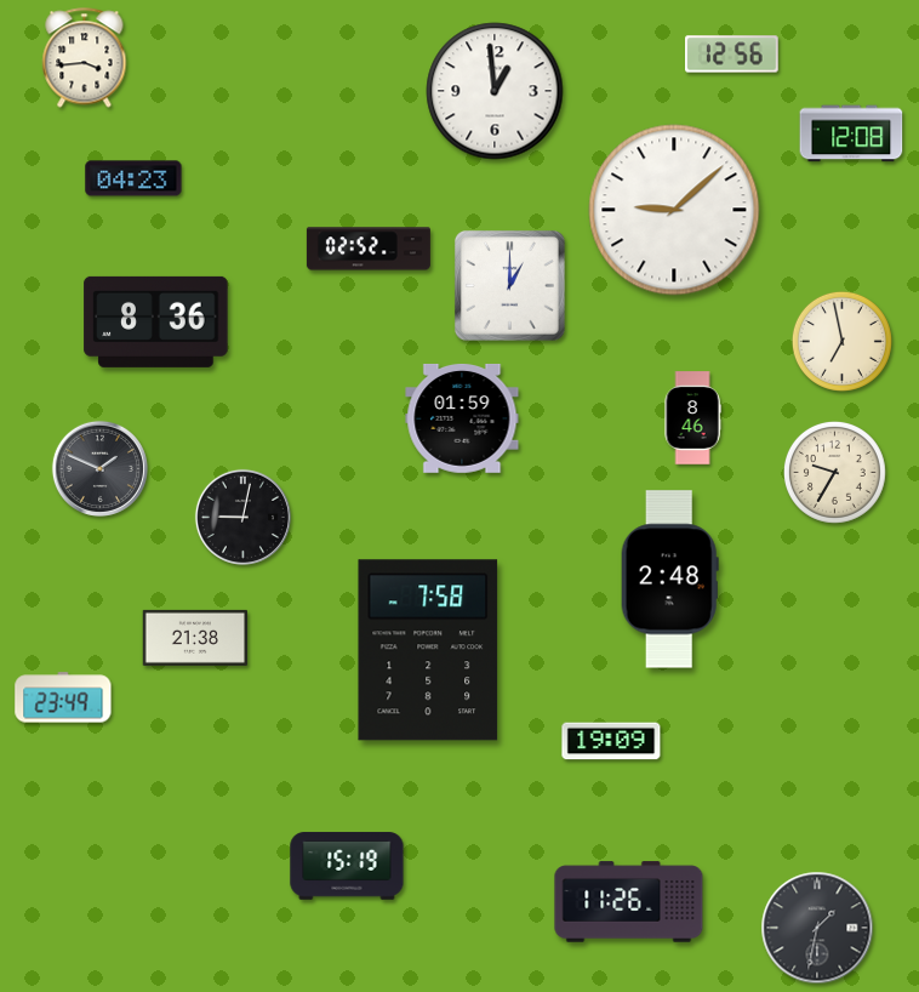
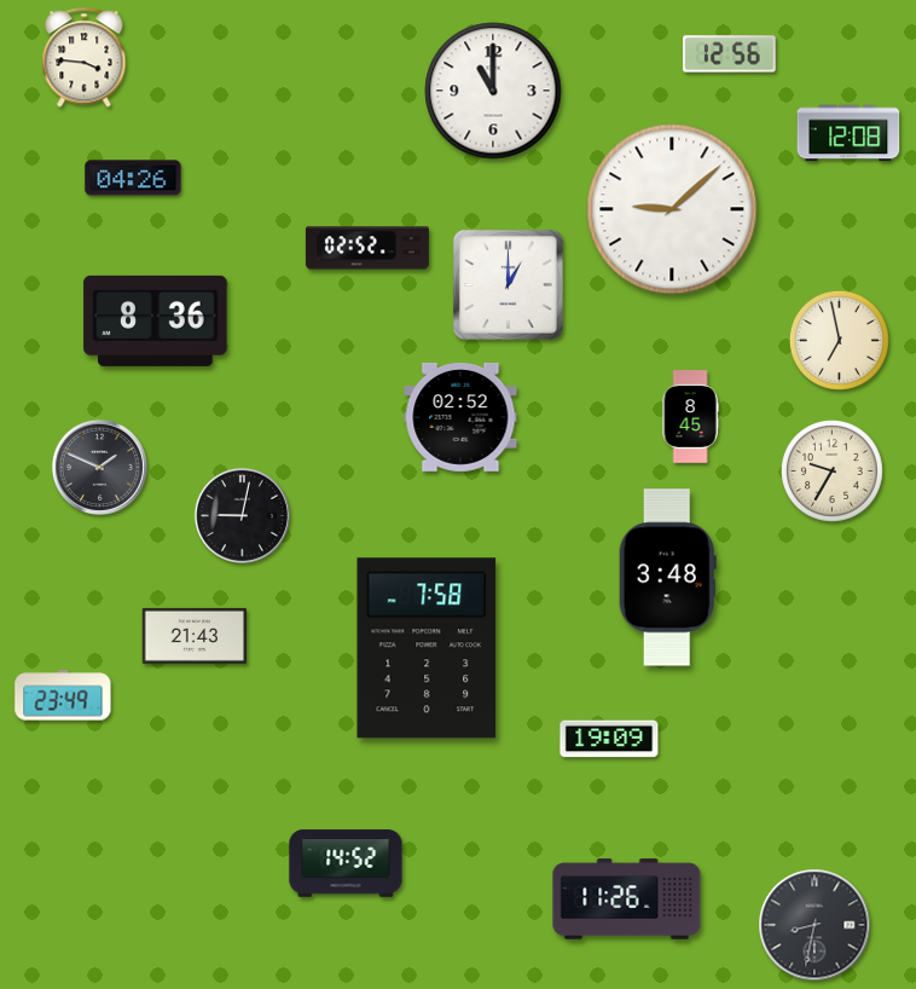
clock at (85, 58): 3:44 -> 3:46
clock at (495, 91): 12:59 -> 11:00
clock at (133, 178): 04:23 -> 04:26
clock at (462, 418): 01:59 -> 02:52
clock at (692, 418): 8:46 -> 8:45
clock at (669, 580): 2:48 -> 3:48
clock at (195, 638): 21:38 -> 21:43
clock at (347, 866): 15:19 -> 14:52
clock at (817, 928): 1:32 -> 8:32
